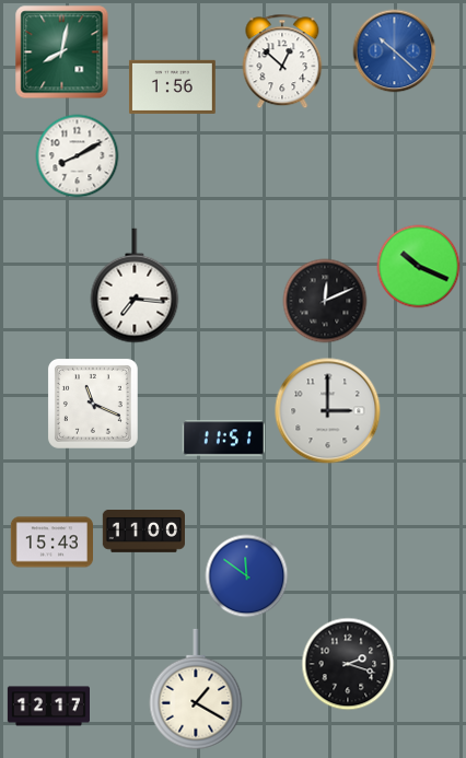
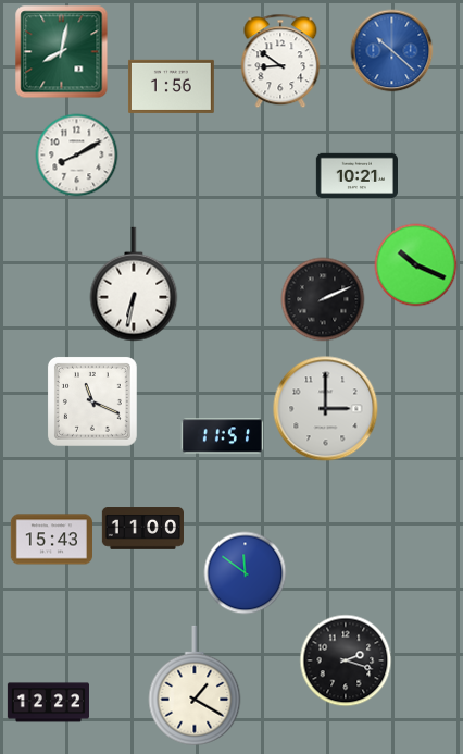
clock at (282, 61): 12:52 -> 8:51
clock at (356, 176): none -> 10:21
clock at (135, 285): 7:16 -> 6:32
clock at (325, 301): 12:11 -> 2:11
clock at (48, 707): 12:17 -> 12:22
